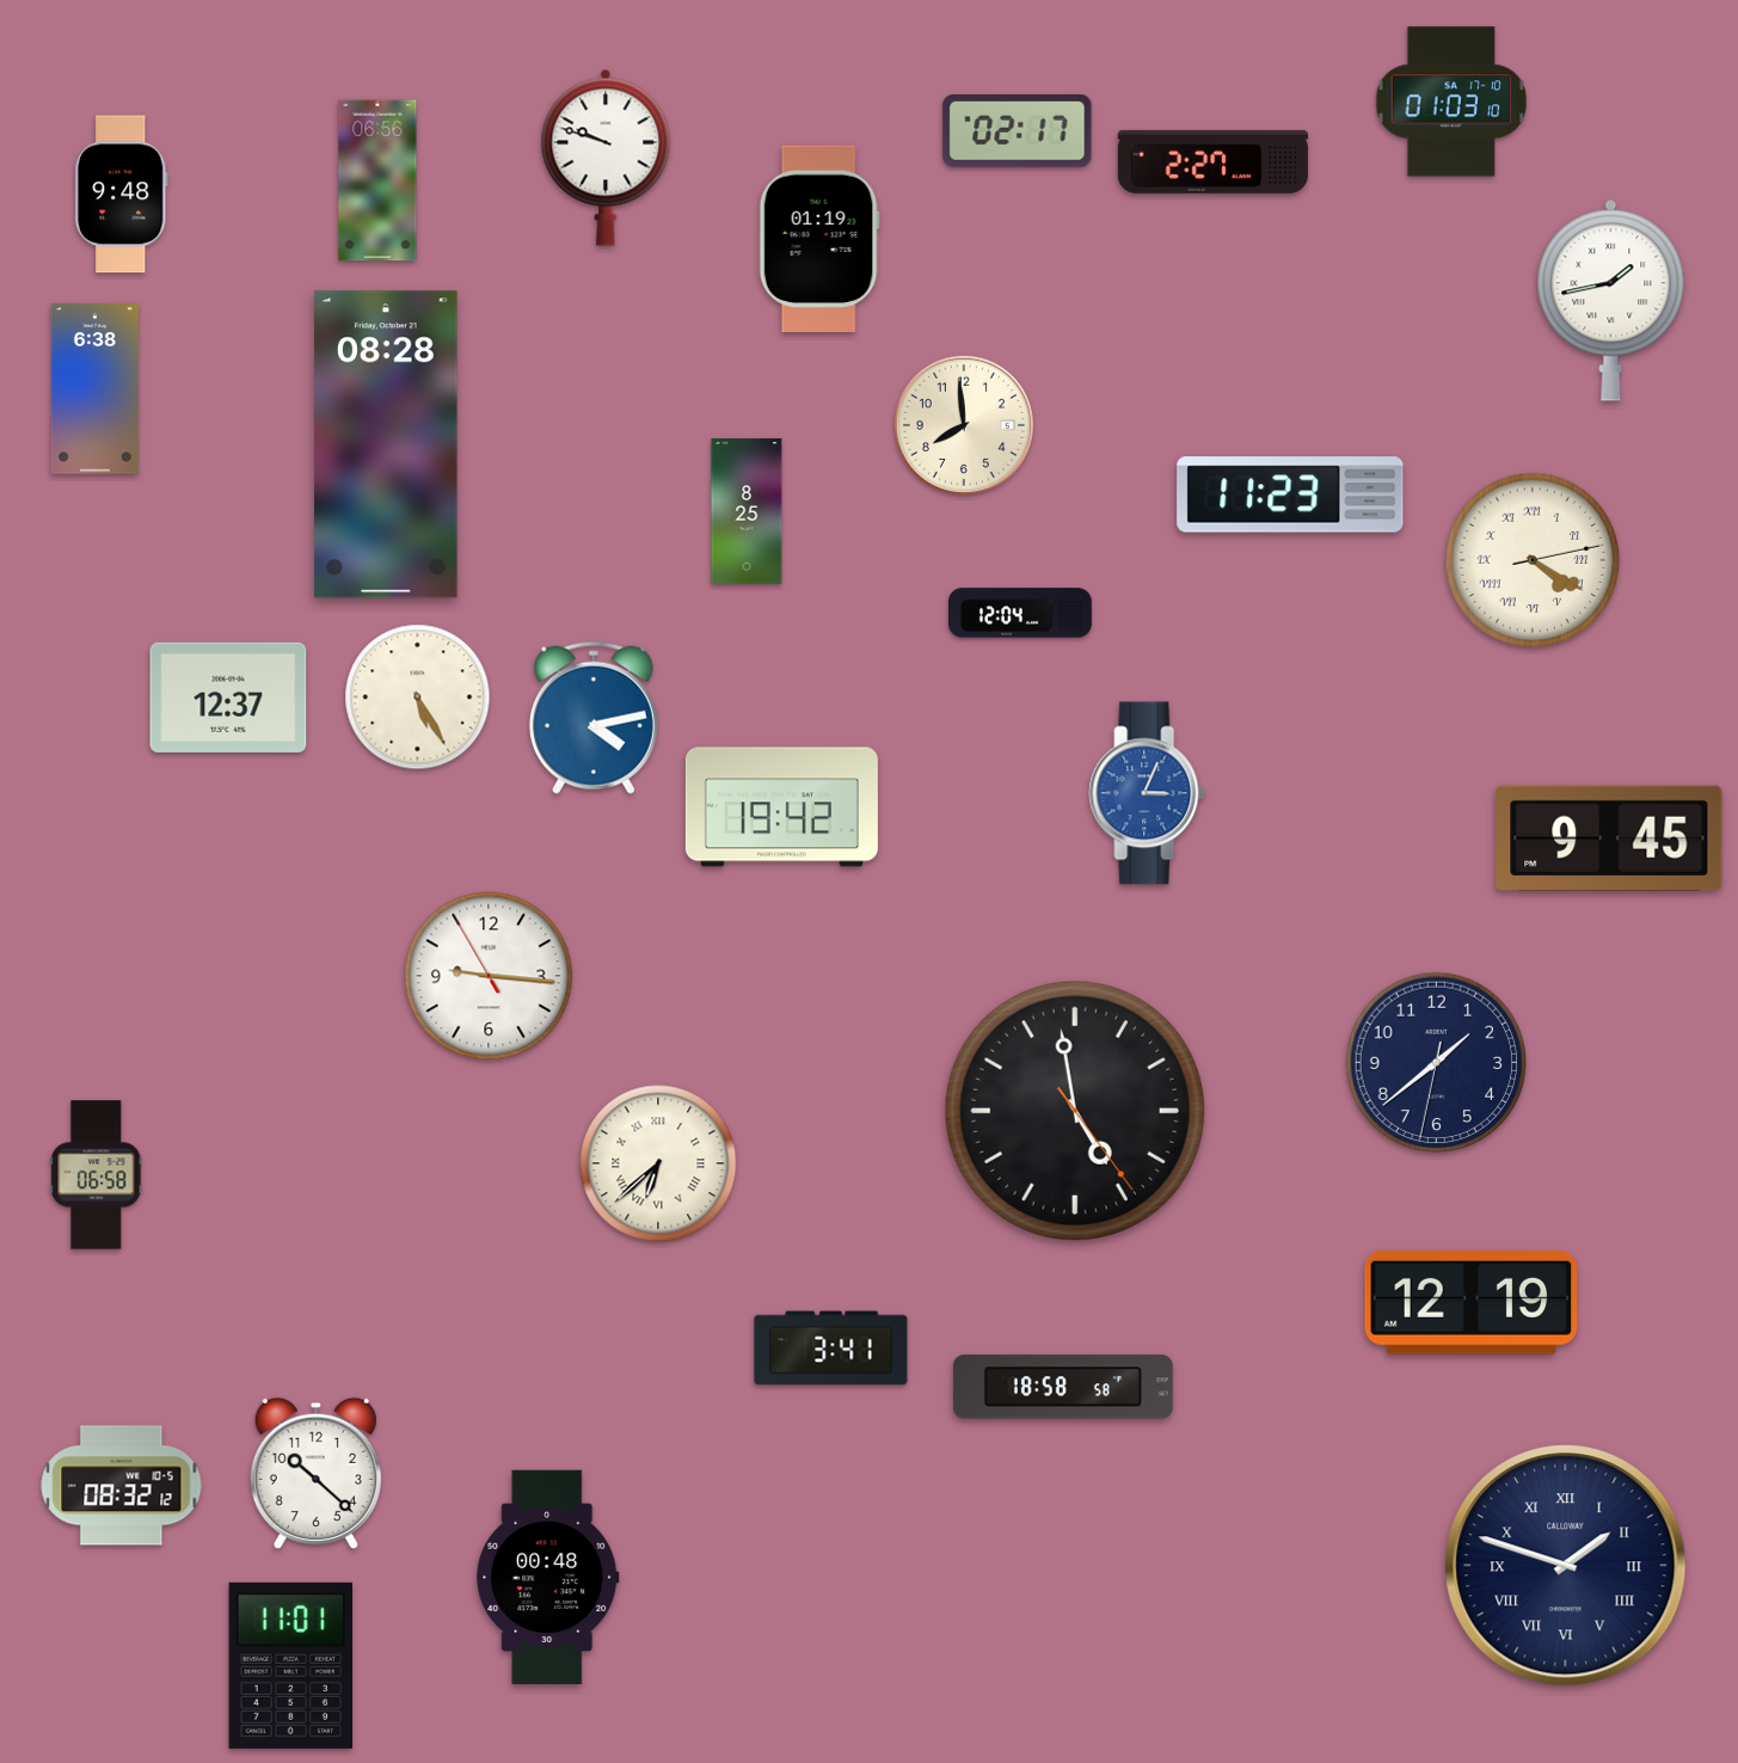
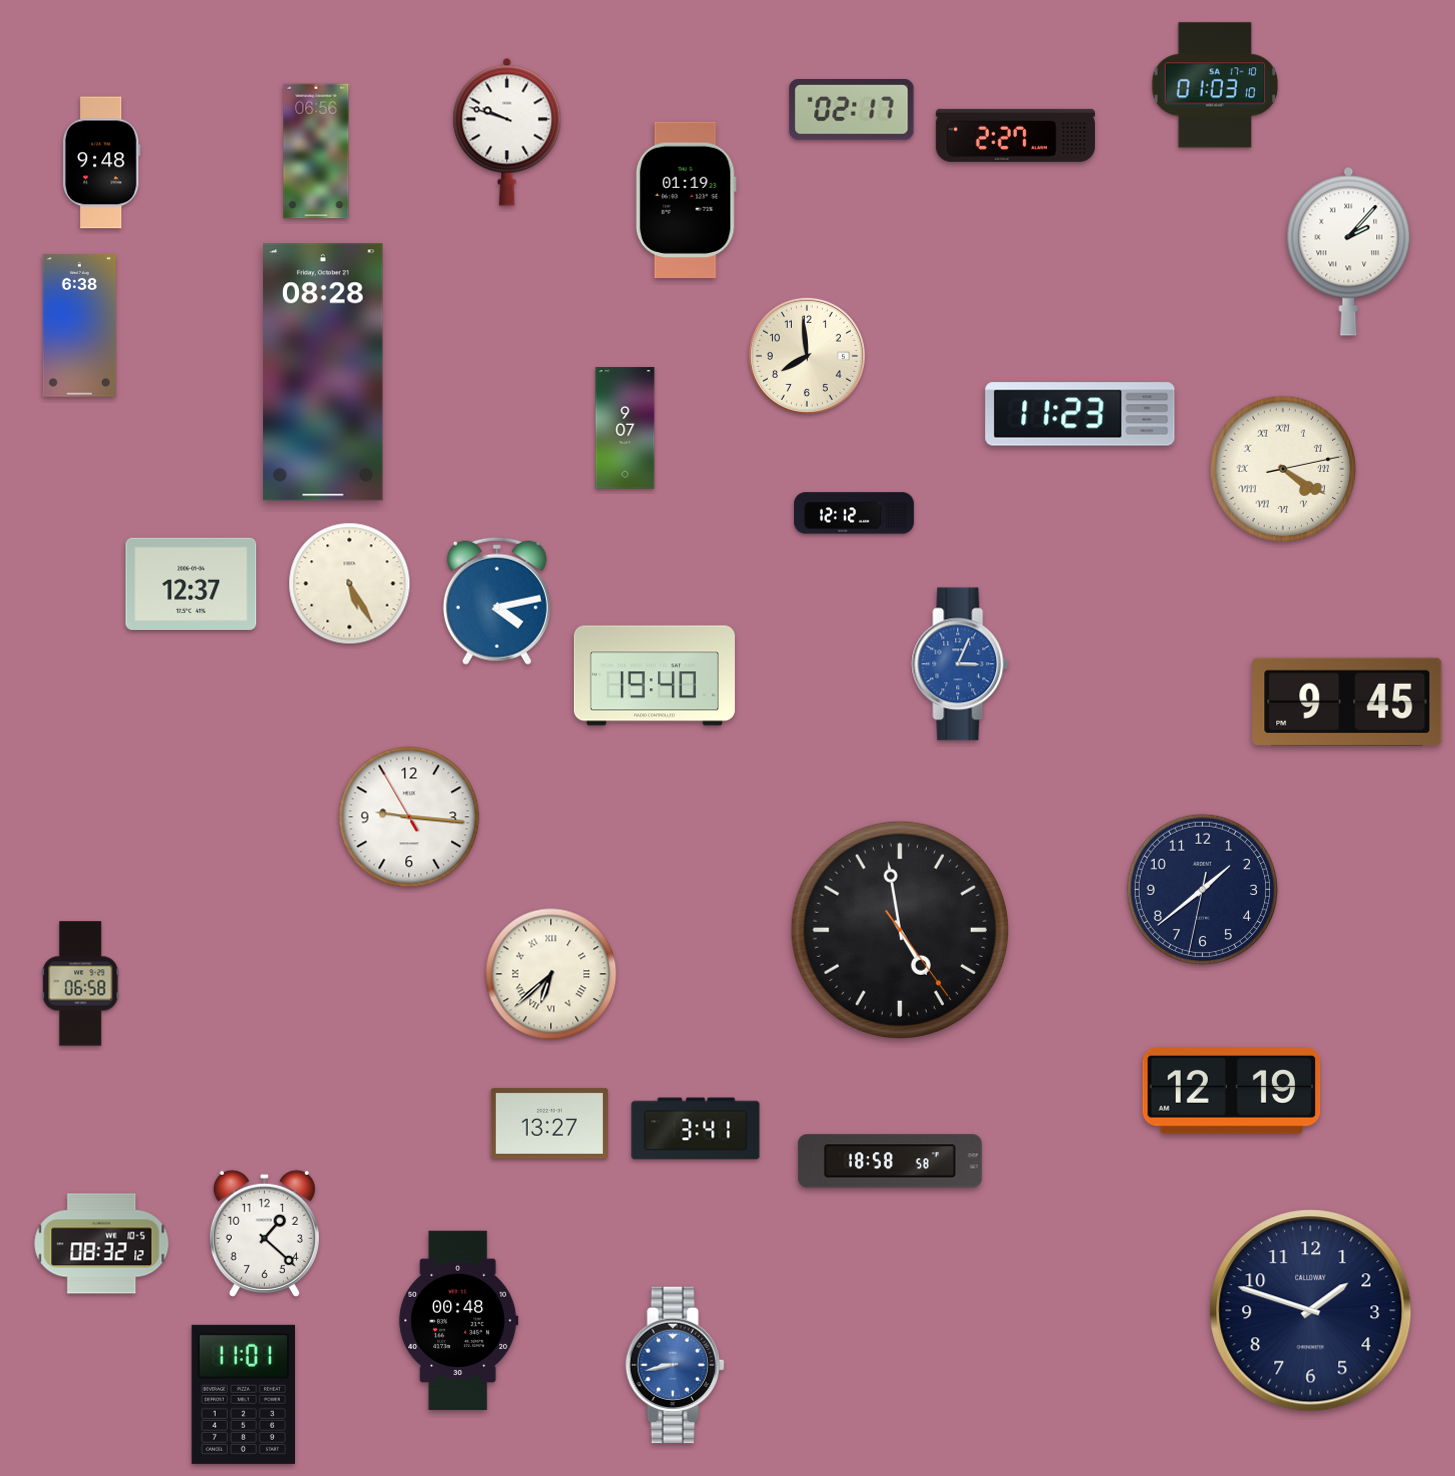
clock at (1611, 300): 1:43 -> 2:07
clock at (747, 511): 8:25 -> 9:07
clock at (1021, 613): 12:04 -> 12:12
clock at (781, 807): 19:42 -> 19:40
clock at (549, 1123): none -> 13:27
clock at (315, 1473): 10:22 -> 1:22
clock at (1566, 1566) numerals: Roman -> Arabic
clock at (675, 1365): none -> 8:43
